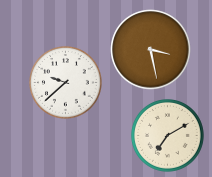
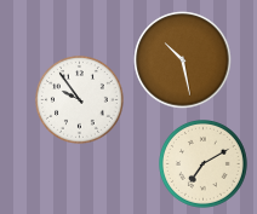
clock at (151, 50): 3:28 -> 10:28
clock at (66, 83): 9:38 -> 9:54
